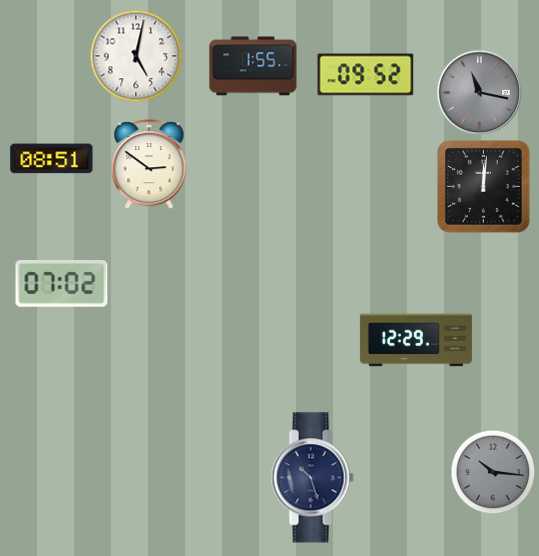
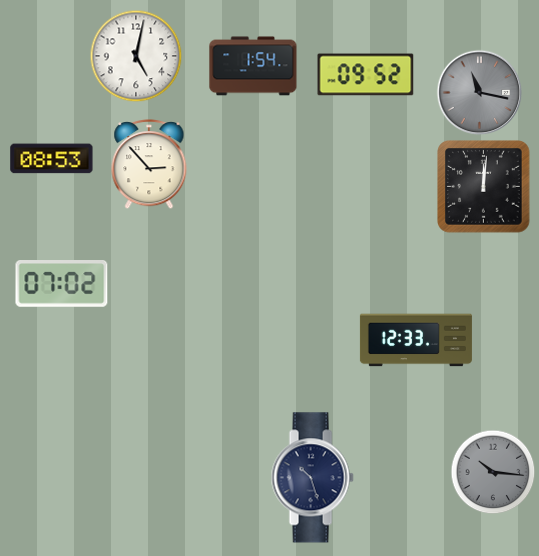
clock at (253, 66): 1:55 -> 1:54
clock at (52, 159): 08:51 -> 08:53
clock at (149, 164): 2:51 -> 2:53
clock at (416, 340): 12:29 -> 12:33
